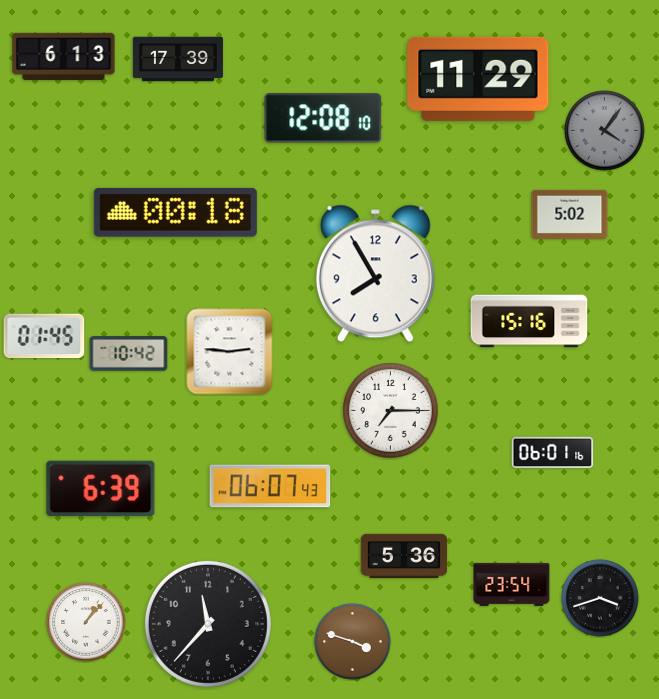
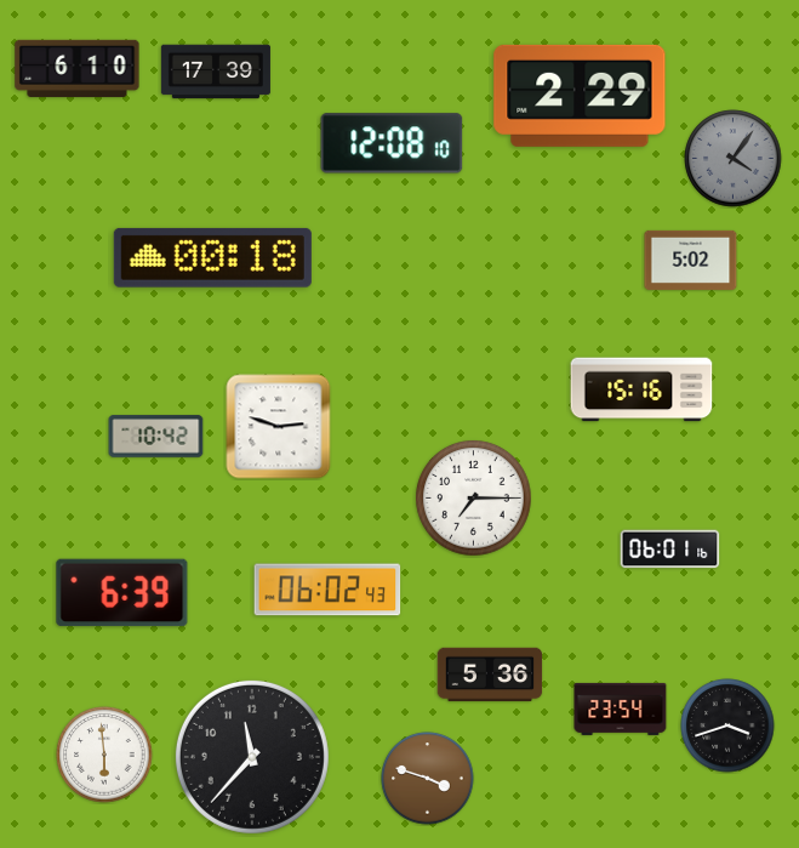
clock at (64, 56): 6:13 -> 6:10
clock at (478, 79): 11:29 -> 2:29
clock at (375, 274): 7:55 -> none
clock at (44, 336): 01:45 -> none
clock at (230, 352): 2:46 -> 2:48
clock at (129, 354) position: (129, 354) -> (156, 437)
clock at (270, 486): 06:07 -> 06:02
clock at (86, 622): 1:07 -> 5:59
